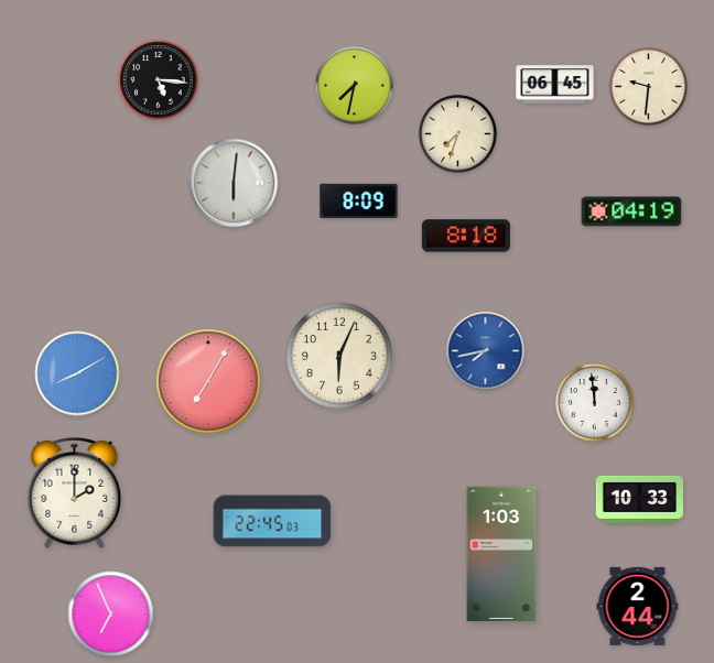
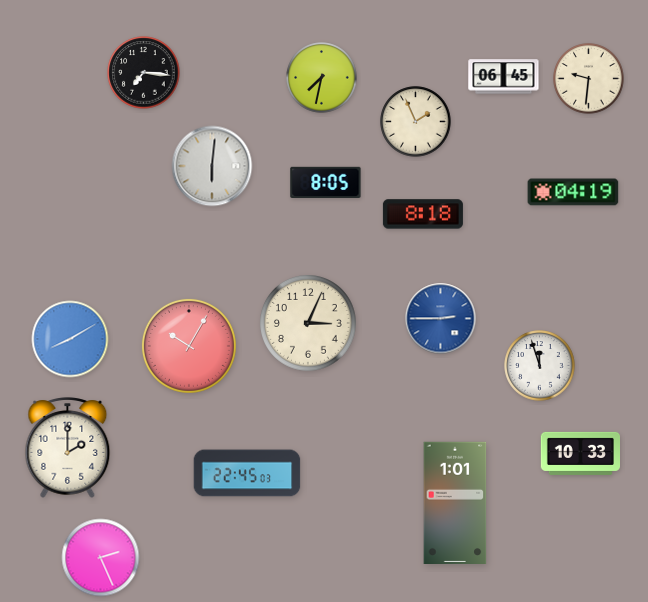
clock at (159, 80): 5:16 -> 7:16
clock at (458, 134): 7:33 -> 1:56
clock at (359, 200): 8:09 -> 8:05
clock at (486, 351): 7:43 -> 2:45
clock at (340, 357): 6:04 -> 3:04
clock at (208, 381): 7:05 -> 10:05
clock at (595, 403): 11:59 -> 11:57
clock at (501, 553): 1:03 -> 1:01
clock at (638, 606): 2:44 -> none
clock at (111, 615): 6:56 -> 2:26
